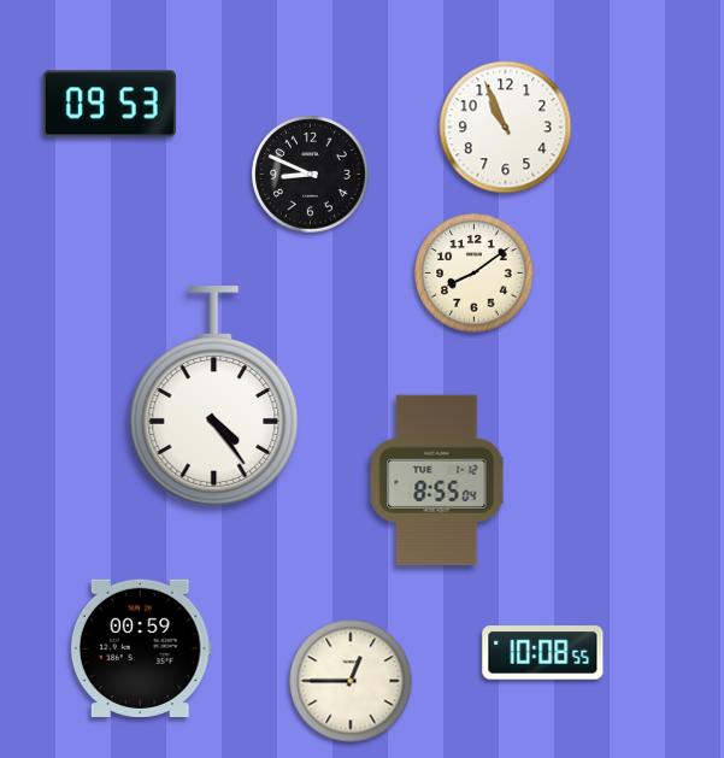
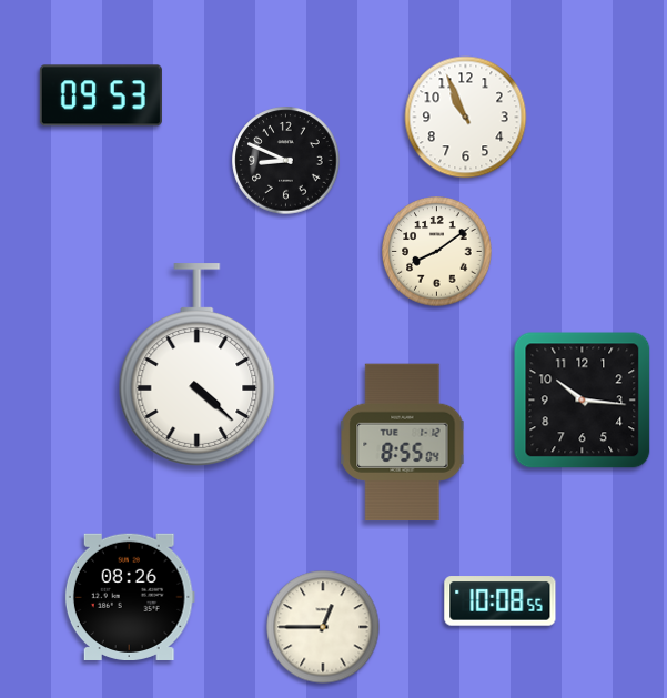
clock at (214, 396): 4:24 -> 4:22
clock at (583, 401): none -> 10:16
clock at (141, 647): 00:59 -> 08:26
